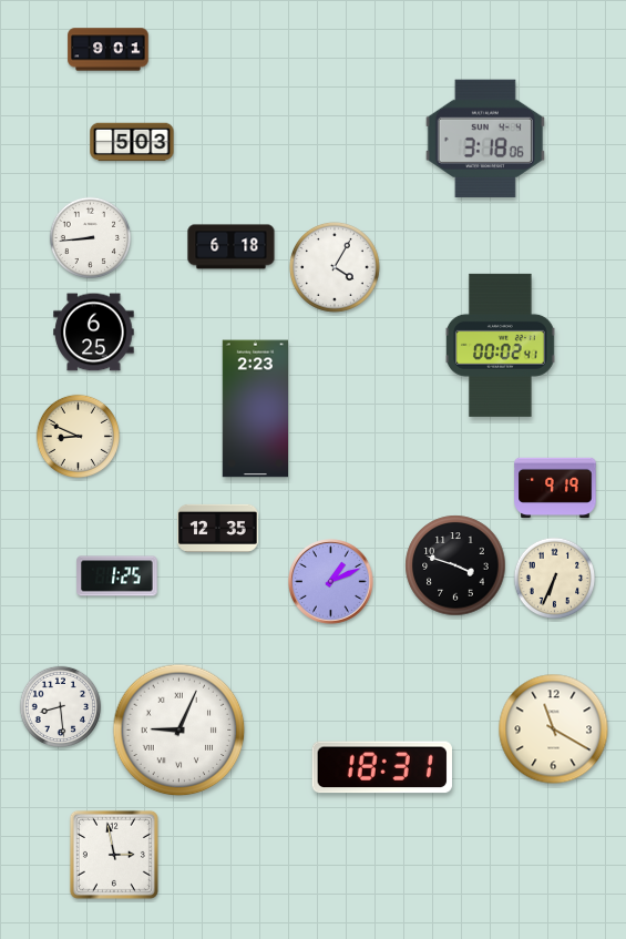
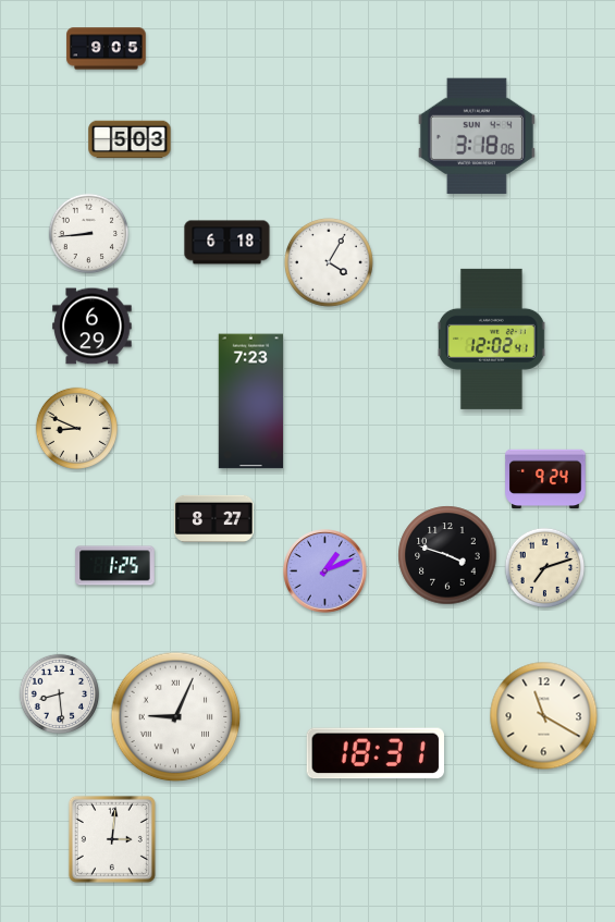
clock at (109, 50): 9:01 -> 9:05
clock at (94, 333): 6:25 -> 6:29
clock at (500, 345): 00:02 -> 12:02
clock at (255, 409): 2:23 -> 7:23
clock at (555, 488): 9:19 -> 9:24
clock at (218, 528): 12:35 -> 8:27
clock at (555, 579): 6:34 -> 7:12
clock at (114, 855): 2:58 -> 3:01
